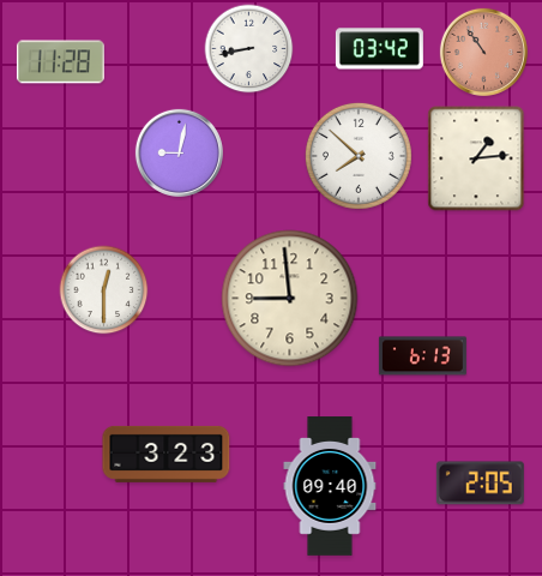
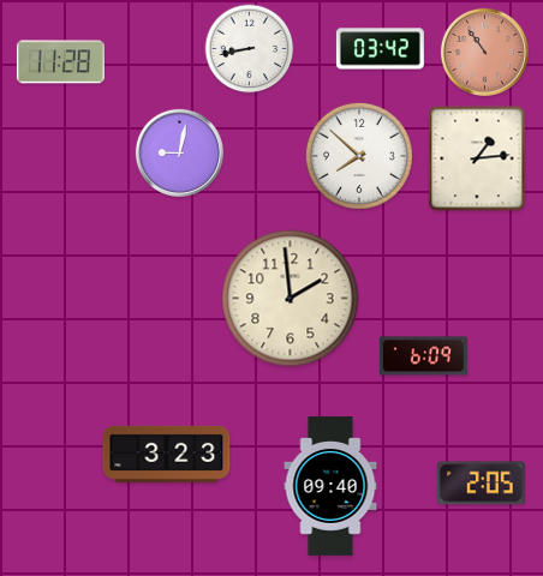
clock at (104, 290): 12:30 -> none
clock at (290, 299): 8:59 -> 1:59
clock at (422, 356): 6:13 -> 6:09
